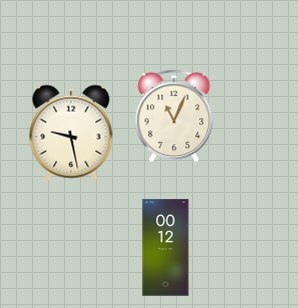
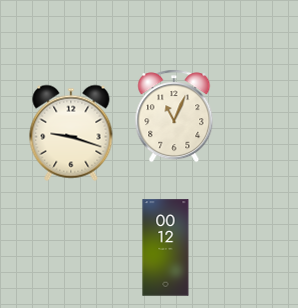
clock at (71, 133): 9:28 -> 9:18
